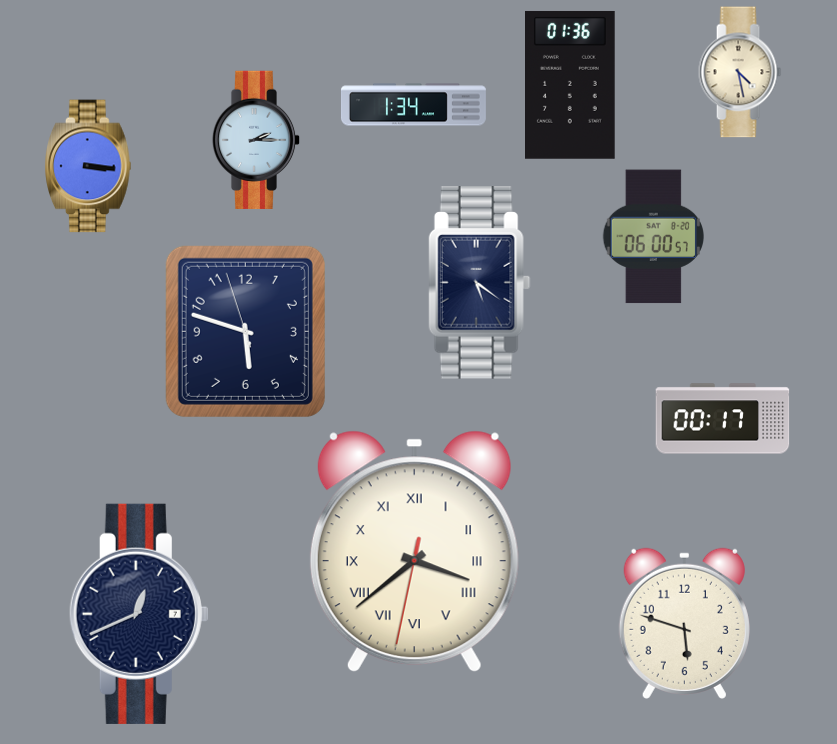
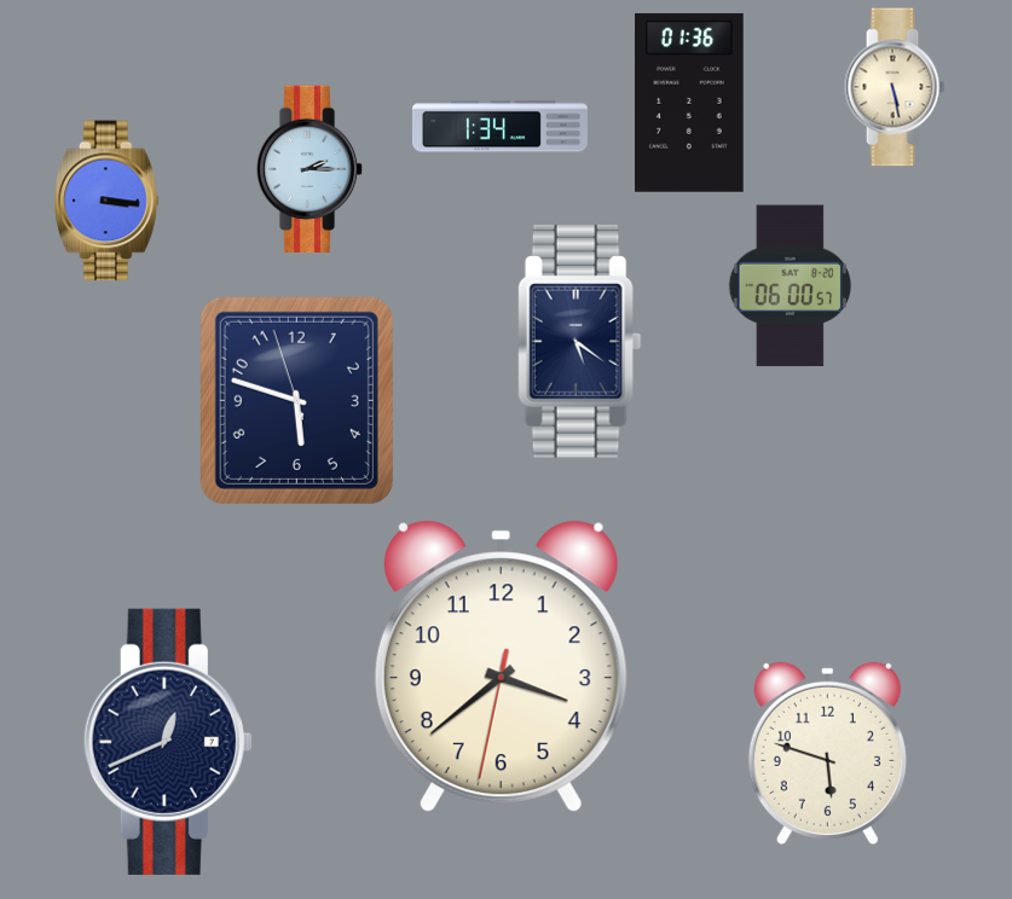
clock at (740, 72): 4:28 -> 5:28
clock at (723, 419): 00:17 -> none
clock at (414, 551) numerals: Roman -> Arabic
